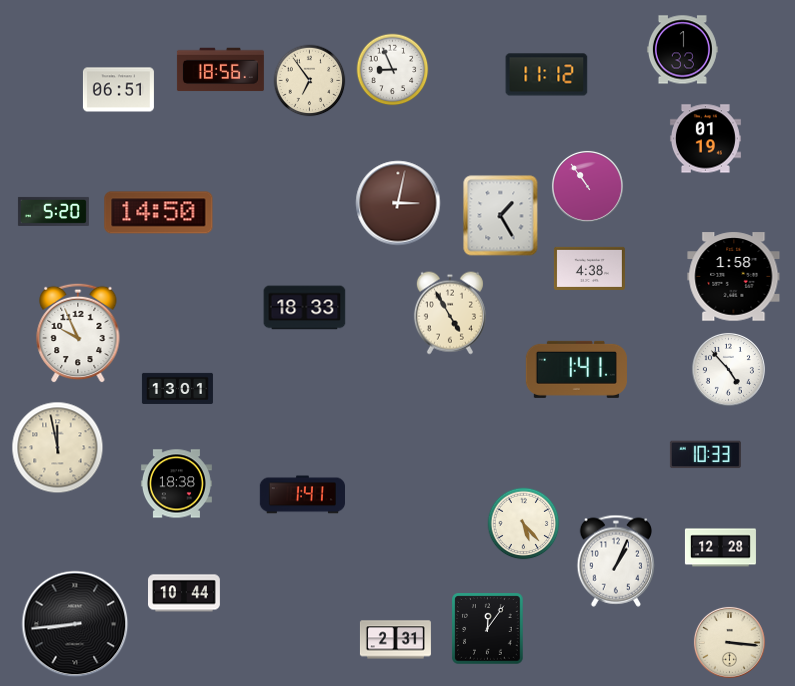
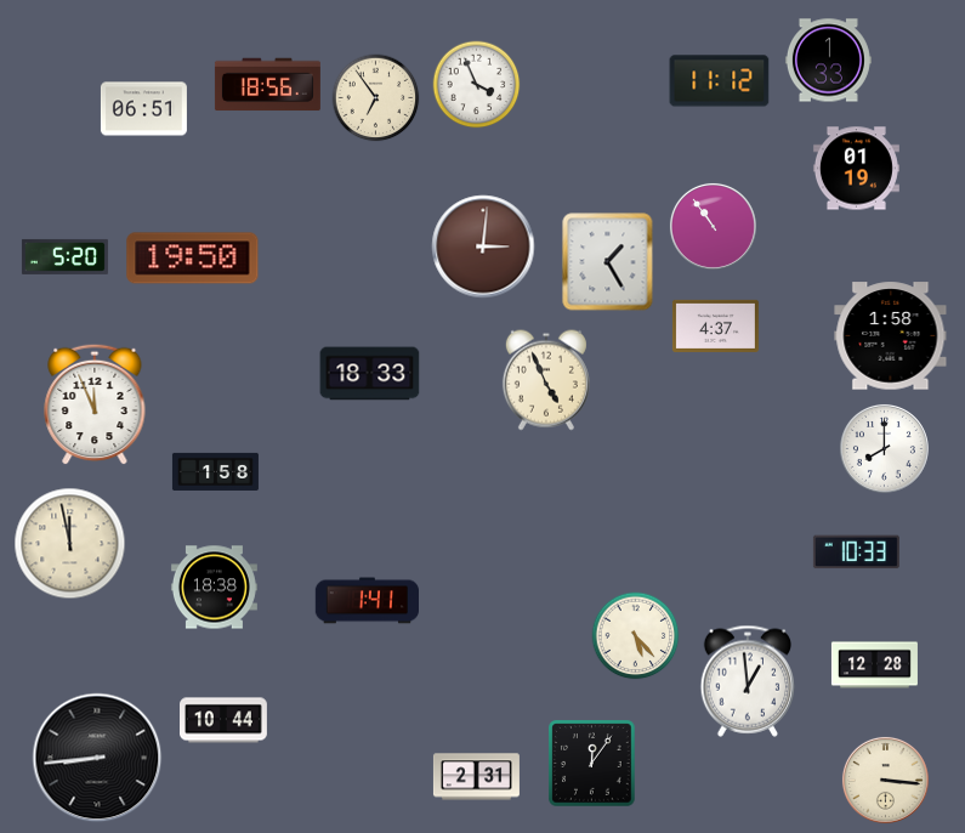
clock at (393, 70): 8:56 -> 3:56
clock at (547, 75) position: (547, 75) -> (720, 81)
clock at (398, 203): 3:02 -> 3:01
clock at (159, 213): 14:50 -> 19:50
clock at (589, 268): 4:38 -> 4:37
clock at (450, 313): 4:55 -> 4:56
clock at (78, 333): 9:56 -> 11:56
clock at (576, 369): 1:41 -> none
clock at (728, 369): 4:53 -> 8:00
clock at (177, 388): 13:01 -> 1:58
clock at (616, 561): 1:04 -> 12:59
clock at (75, 624) position: (75, 624) -> (97, 758)
clock at (395, 640) position: (395, 640) -> (476, 777)
